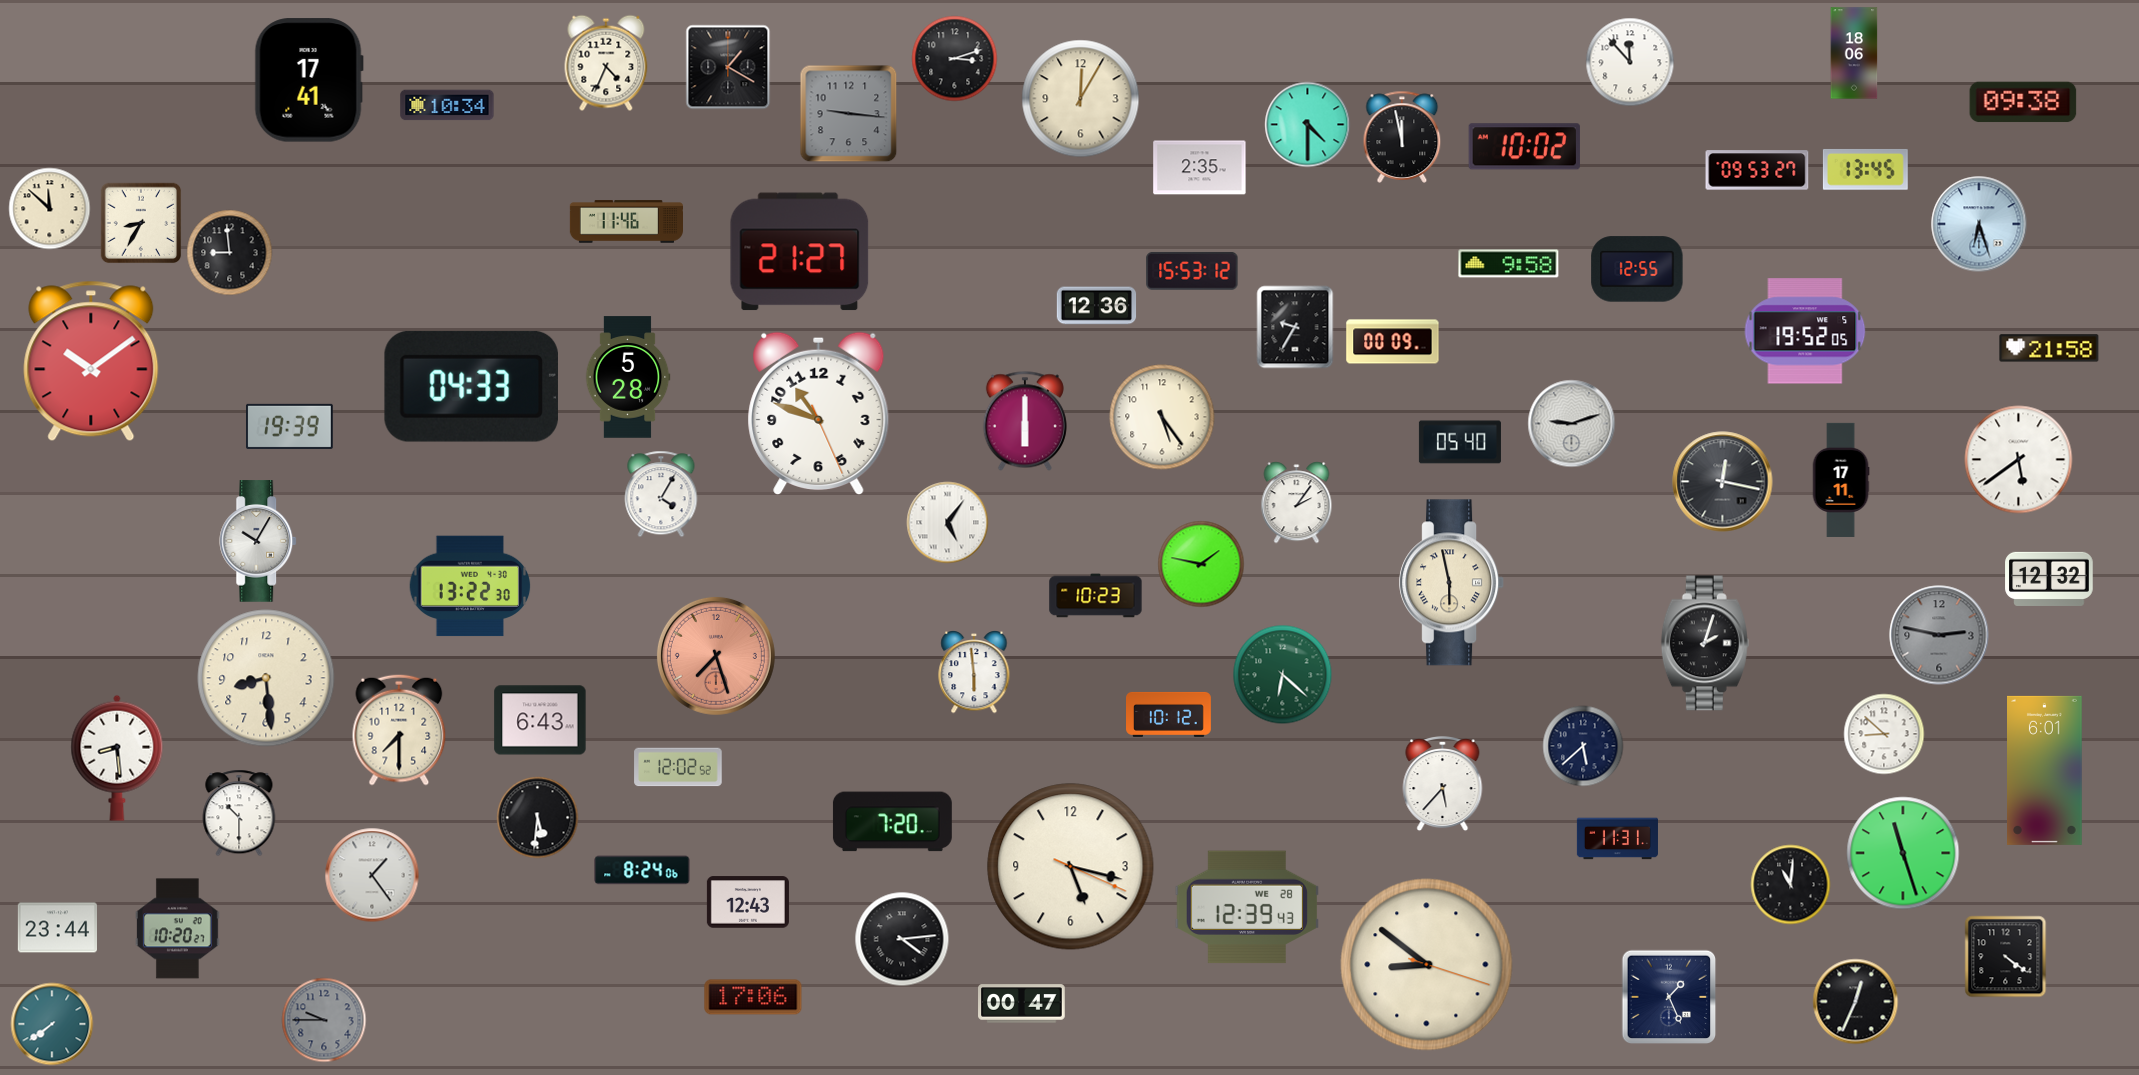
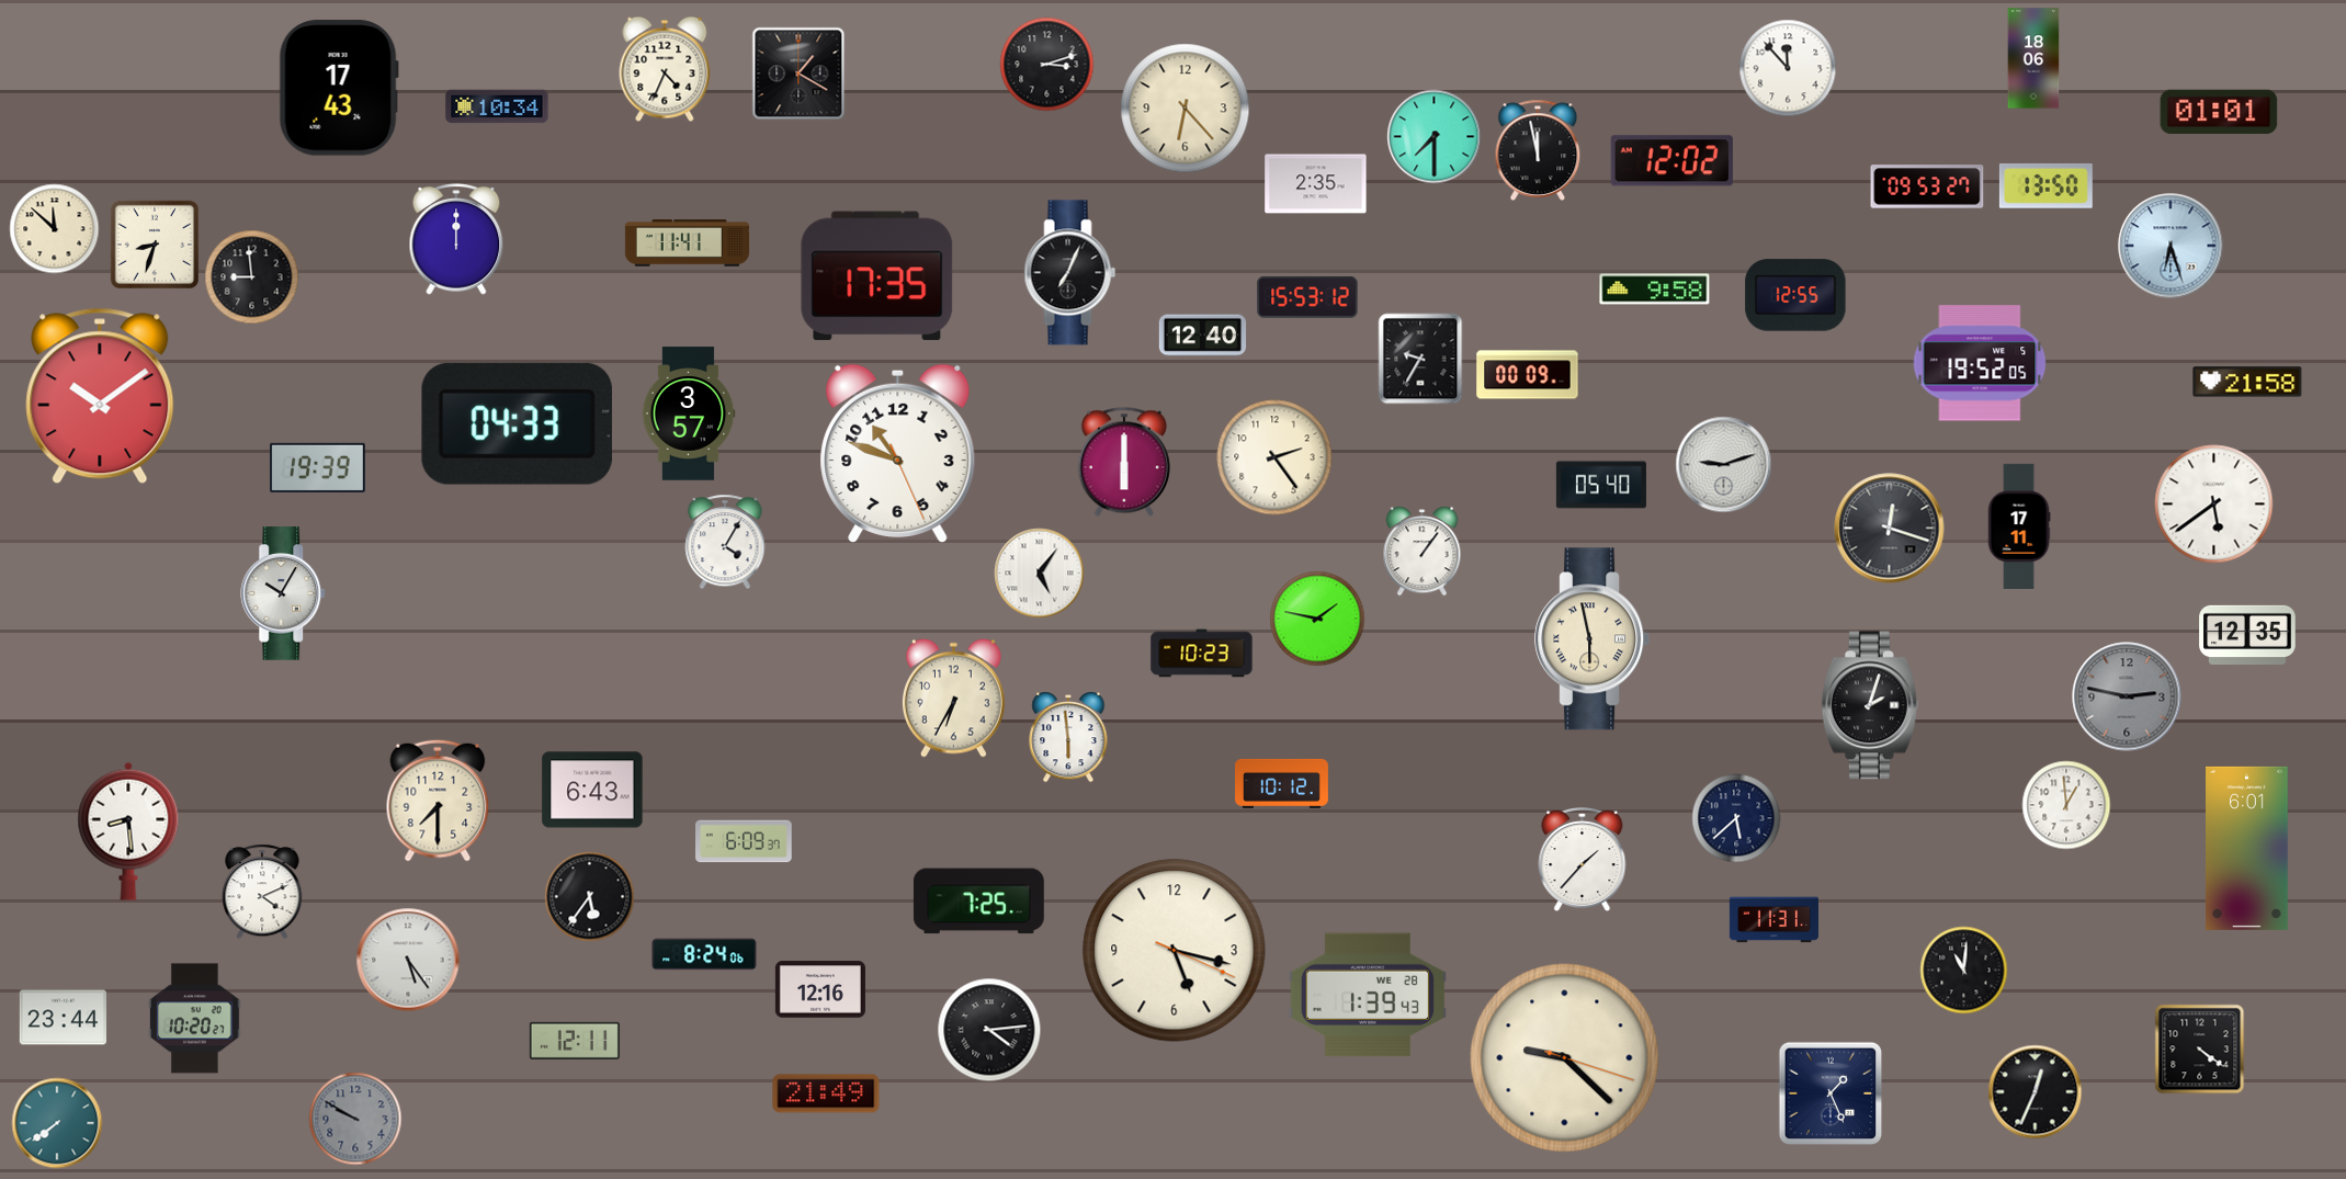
clock at (309, 80): 17:41 -> 17:43
clock at (1081, 99): 12:05 -> 6:23
clock at (2023, 102): 09:38 -> 01:01
clock at (447, 105) position: (447, 105) -> (497, 106)
clock at (849, 114): 9:16 -> none
clock at (1308, 125): 4:30 -> 7:30
clock at (1524, 147): 10:02 -> 12:02
clock at (1865, 169): 13:45 -> 13:50
clock at (456, 239): none -> 12:00
clock at (626, 222): 11:46 -> 11:41
clock at (141, 223): 8:35 -> 8:33
clock at (1070, 273): none -> 7:04
clock at (800, 252): 21:27 -> 17:35
clock at (1097, 306): 12:36 -> 12:40
clock at (628, 377): 5:28 -> 3:57
clock at (1162, 417): 5:24 -> 2:24
clock at (1723, 482): 12:17 -> 12:18
clock at (1297, 503): 2:06 -> 1:06
clock at (2049, 578): 12:32 -> 12:35
clock at (470, 586): 13:22 -> none
clock at (953, 698): none -> 6:35
clock at (716, 656): 7:27 -> none
clock at (1283, 675): 6:22 -> none
clock at (266, 678): 8:29 -> none
clock at (1884, 734): 8:52 -> 12:59
clock at (678, 767): 12:02 -> 6:09
clock at (2045, 770) position: (2045, 770) -> (2247, 848)
clock at (1443, 785): 5:37 -> 1:37
clock at (239, 813): 10:30 -> 4:11
clock at (538, 818): 5:31 -> 5:36
clock at (892, 822): 7:20 -> 7:25
clock at (1903, 853): 11:27 -> none
clock at (372, 875): 1:24 -> 5:24
clock at (748, 902): 12:43 -> 12:16
clock at (1246, 907): 12:39 -> 1:39
clock at (575, 1041): none -> 12:11
clock at (1427, 965): 8:51 -> 9:22
clock at (753, 997): 17:06 -> 21:49
clock at (1856, 1002) position: (1856, 1002) -> (2036, 1092)
clock at (1022, 1004): 00:47 -> none
clock at (324, 1020): 9:45 -> 9:50
